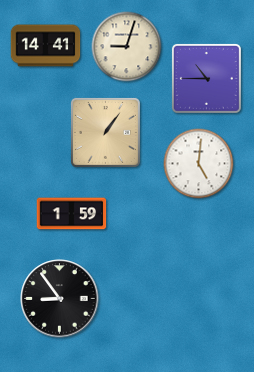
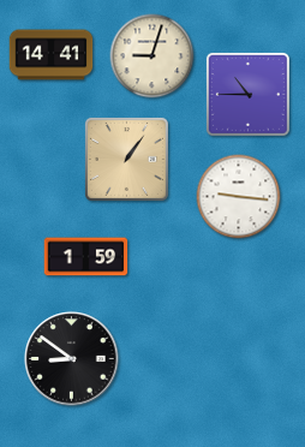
clock at (46, 46) position: (46, 46) -> (52, 55)
clock at (199, 164): 5:01 -> 9:16
clock at (60, 299): 8:54 -> 8:51
